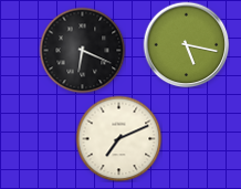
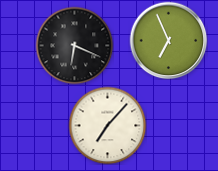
clock at (186, 44): 5:17 -> 6:56
clock at (118, 138): 7:11 -> 7:07
